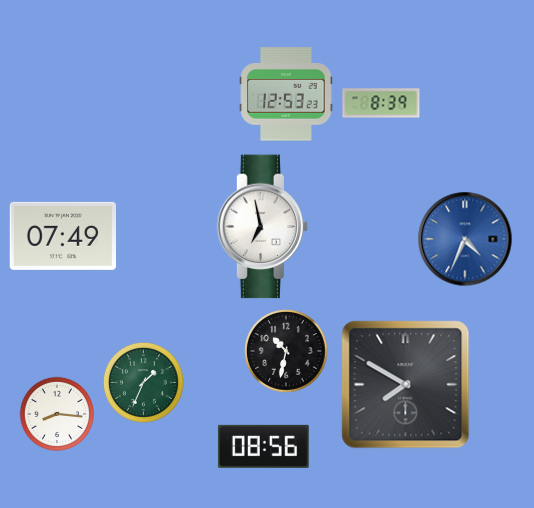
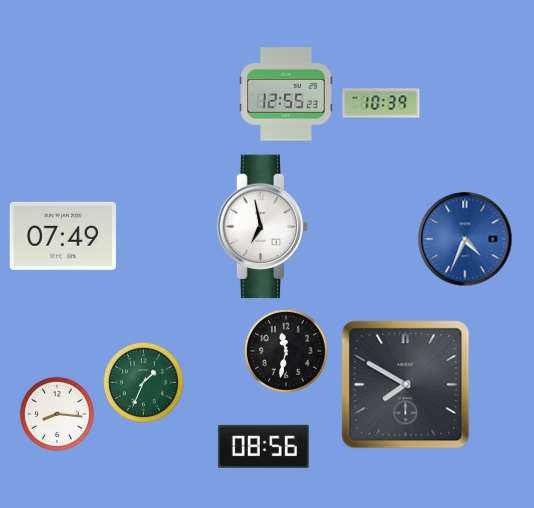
clock at (286, 94): 12:53 -> 12:55
clock at (381, 103): 8:39 -> 10:39
clock at (286, 351): 10:32 -> 11:32
